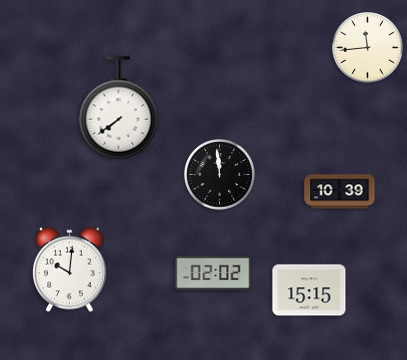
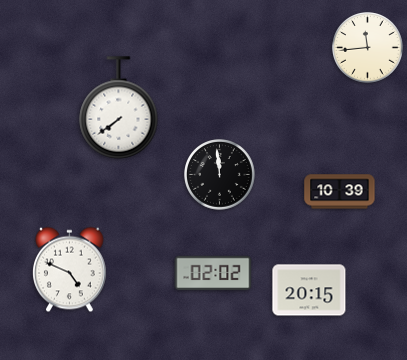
clock at (70, 270): 10:01 -> 4:49
clock at (309, 290): 15:15 -> 20:15
